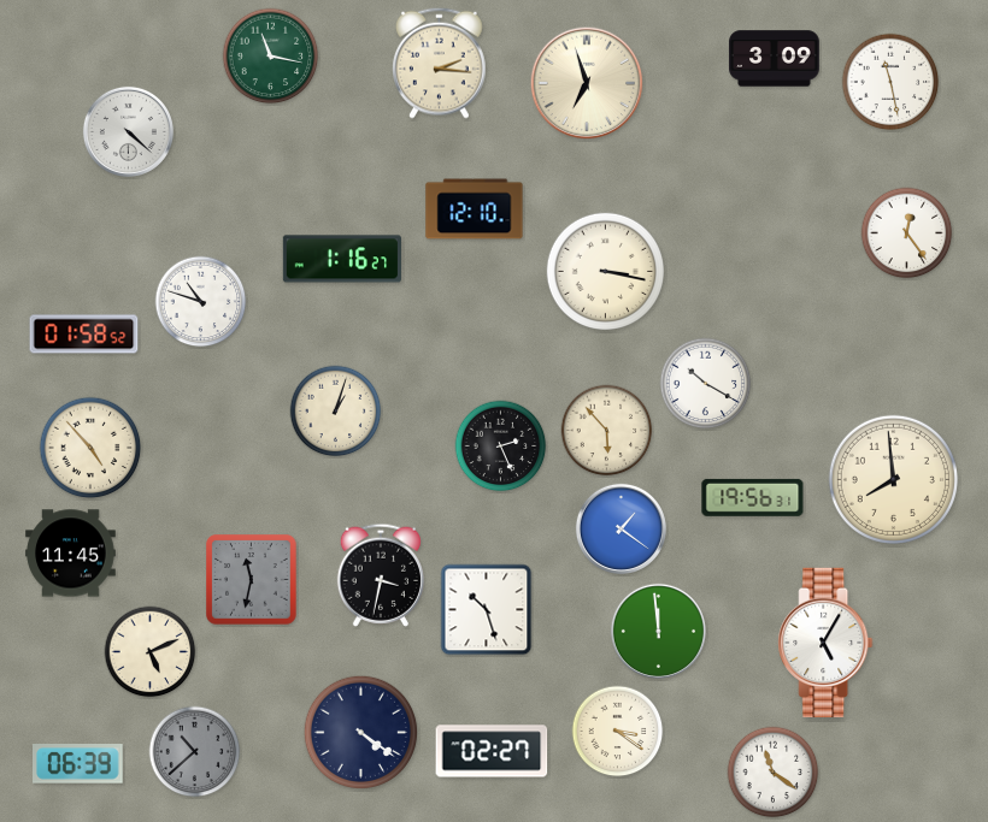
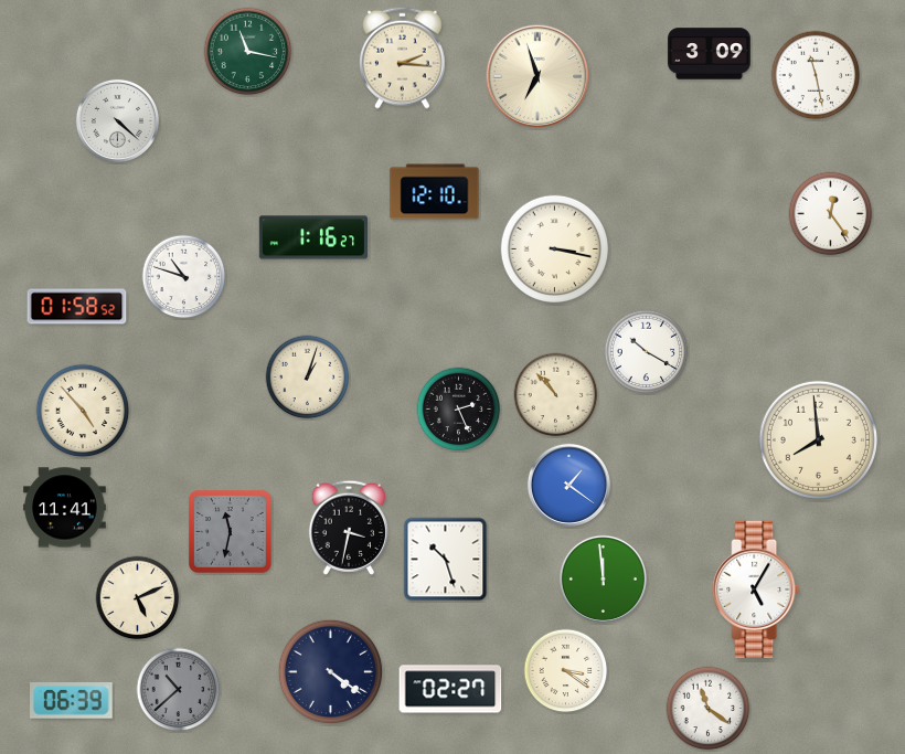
clock at (607, 431): 5:53 -> 10:53
clock at (753, 497): 19:56 -> none
clock at (71, 554): 11:45 -> 11:41
